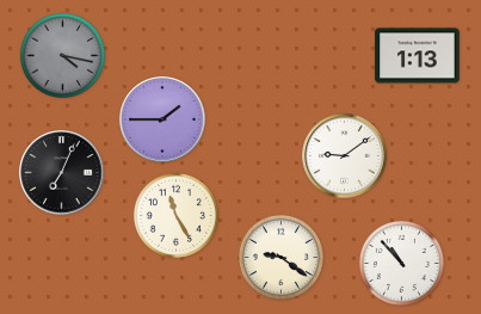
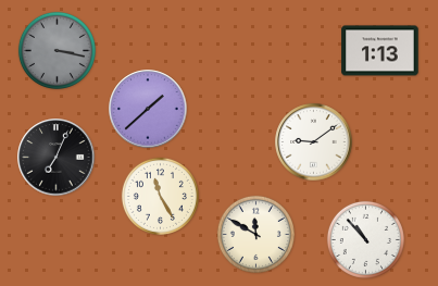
clock at (62, 55): 4:17 -> 3:17
clock at (162, 119): 1:45 -> 1:38
clock at (280, 257): 9:21 -> 11:50
